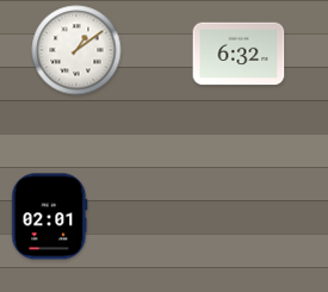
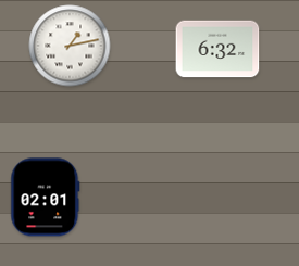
clock at (76, 50): 1:09 -> 1:13
